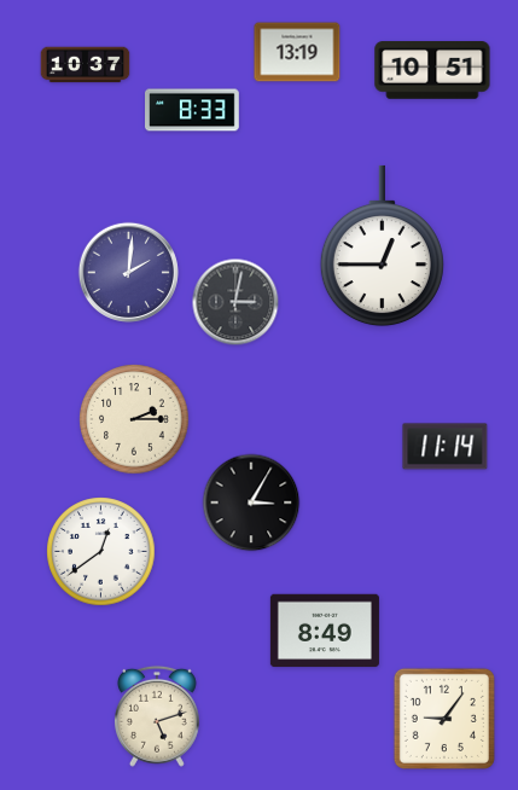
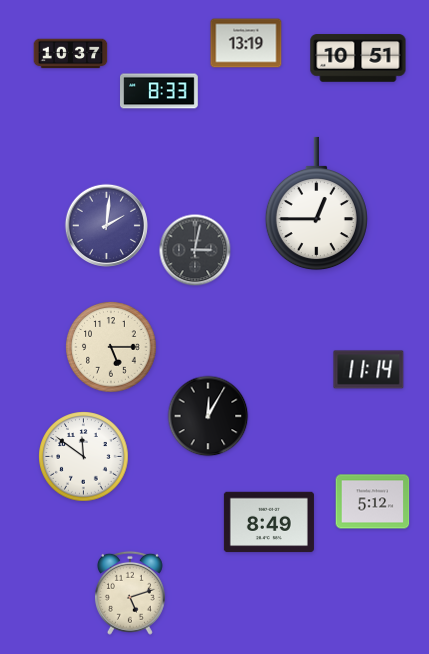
clock at (134, 419): 2:15 -> 5:15
clock at (251, 503): 3:05 -> 12:05
clock at (101, 552): 12:39 -> 11:51
clock at (373, 502): none -> 5:12
clock at (444, 719): 9:06 -> none
